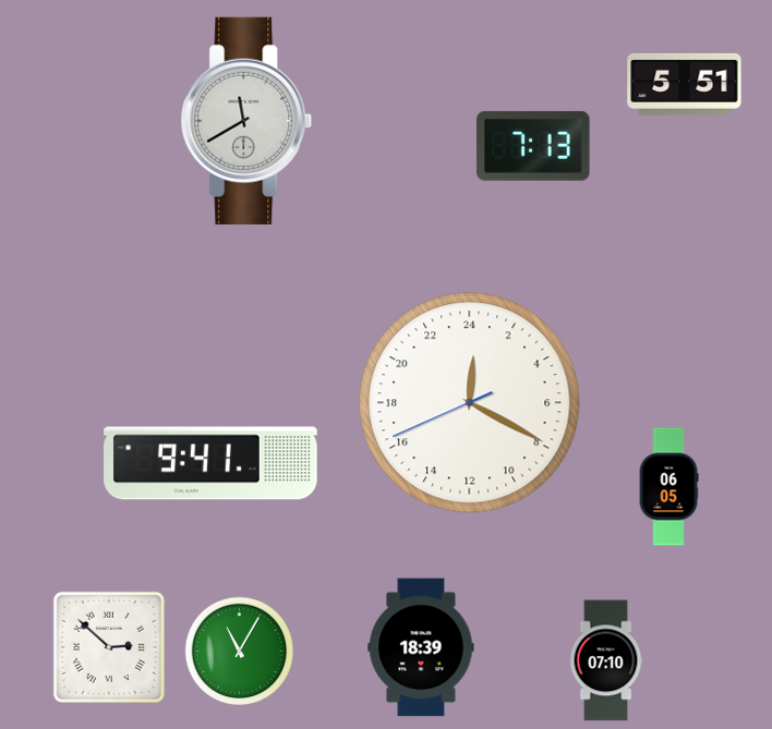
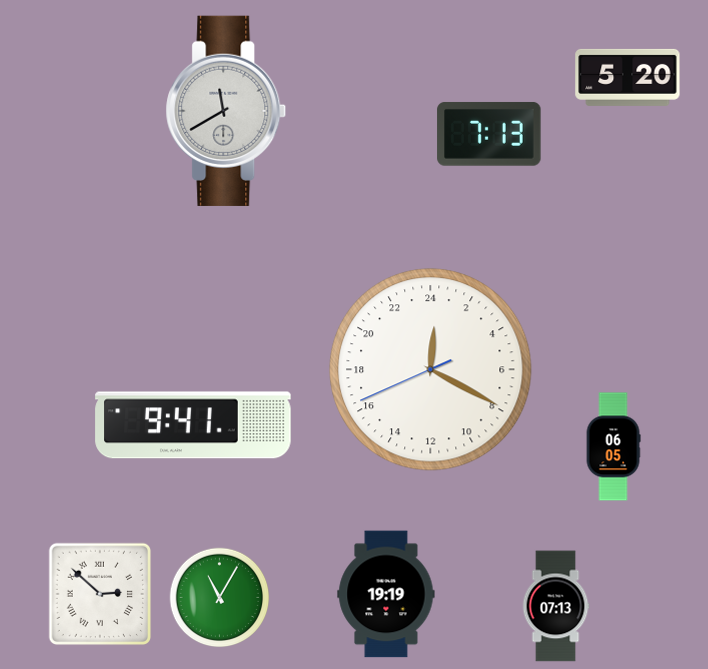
clock at (685, 84): 5:51 -> 5:20
clock at (421, 647): 18:39 -> 19:19
clock at (606, 660): 07:10 -> 07:13
